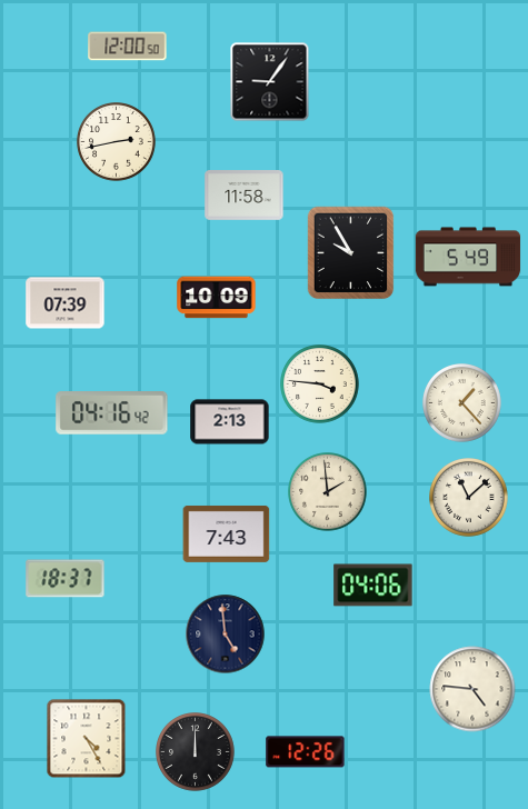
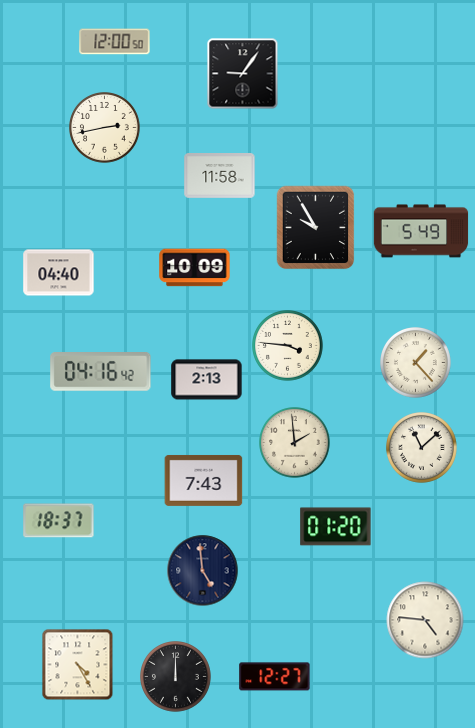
clock at (66, 303): 07:39 -> 04:40
clock at (373, 586): 04:06 -> 01:20
clock at (306, 752): 12:26 -> 12:27
